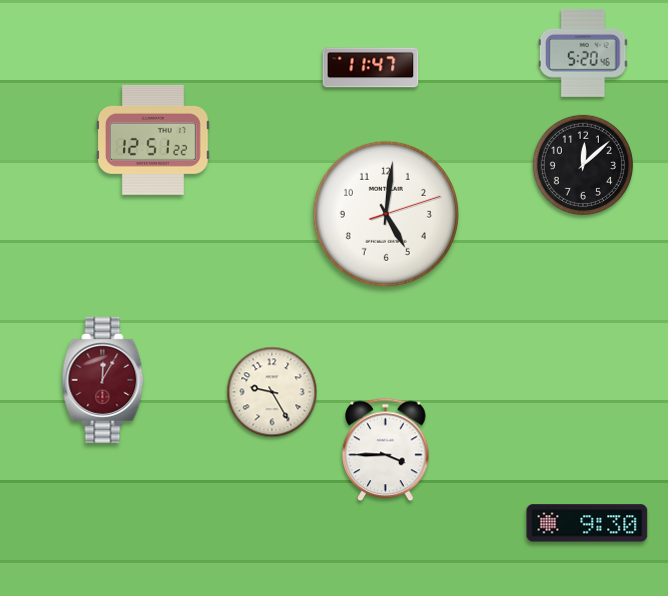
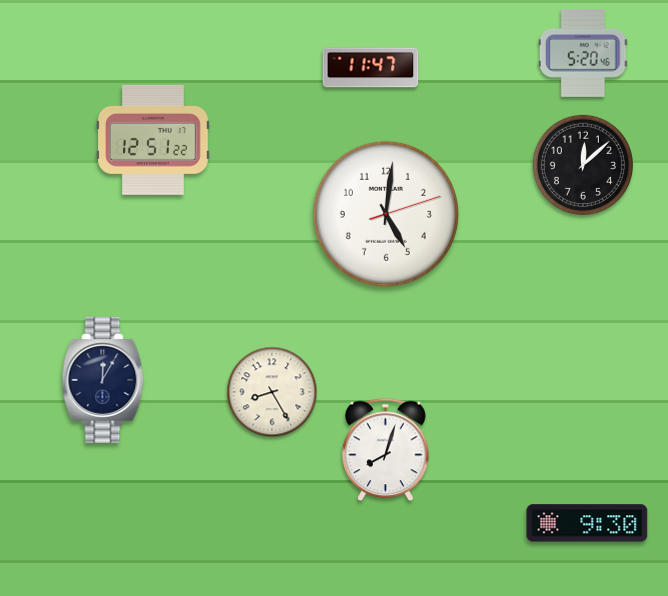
clock at (103, 380) dial: burgundy -> navy
clock at (272, 392): 9:25 -> 8:25
clock at (386, 450): 3:45 -> 8:03
